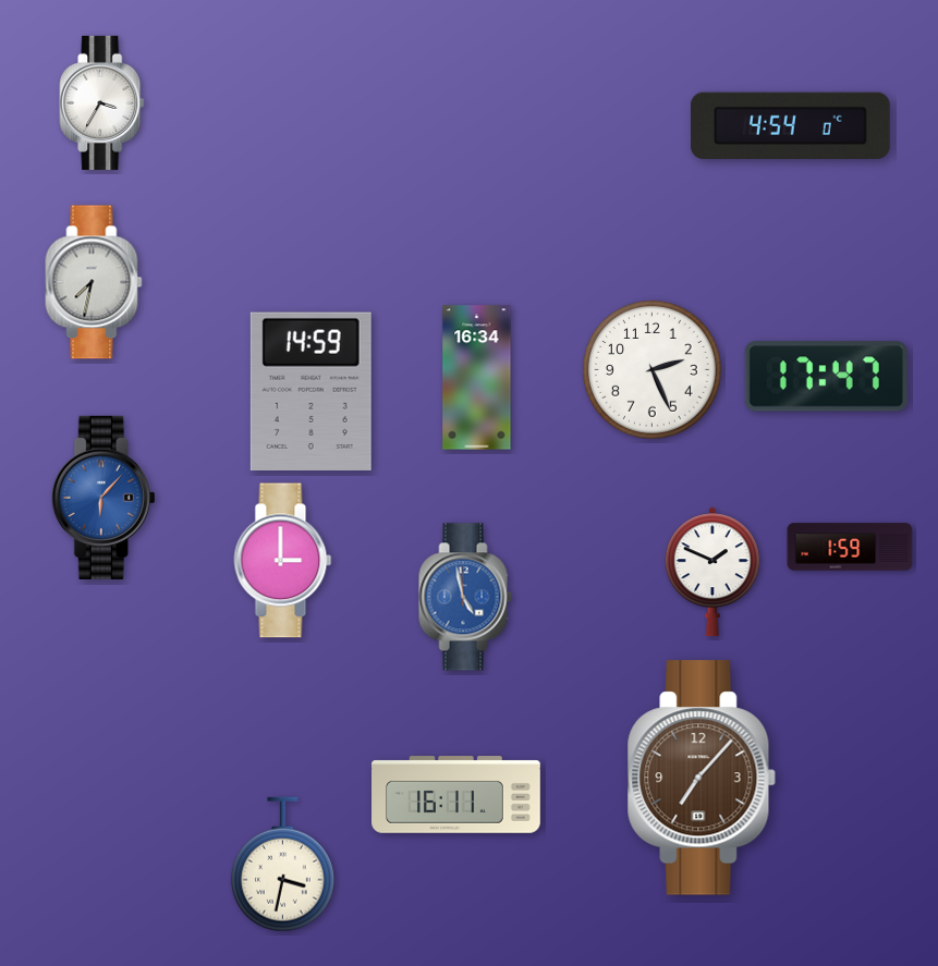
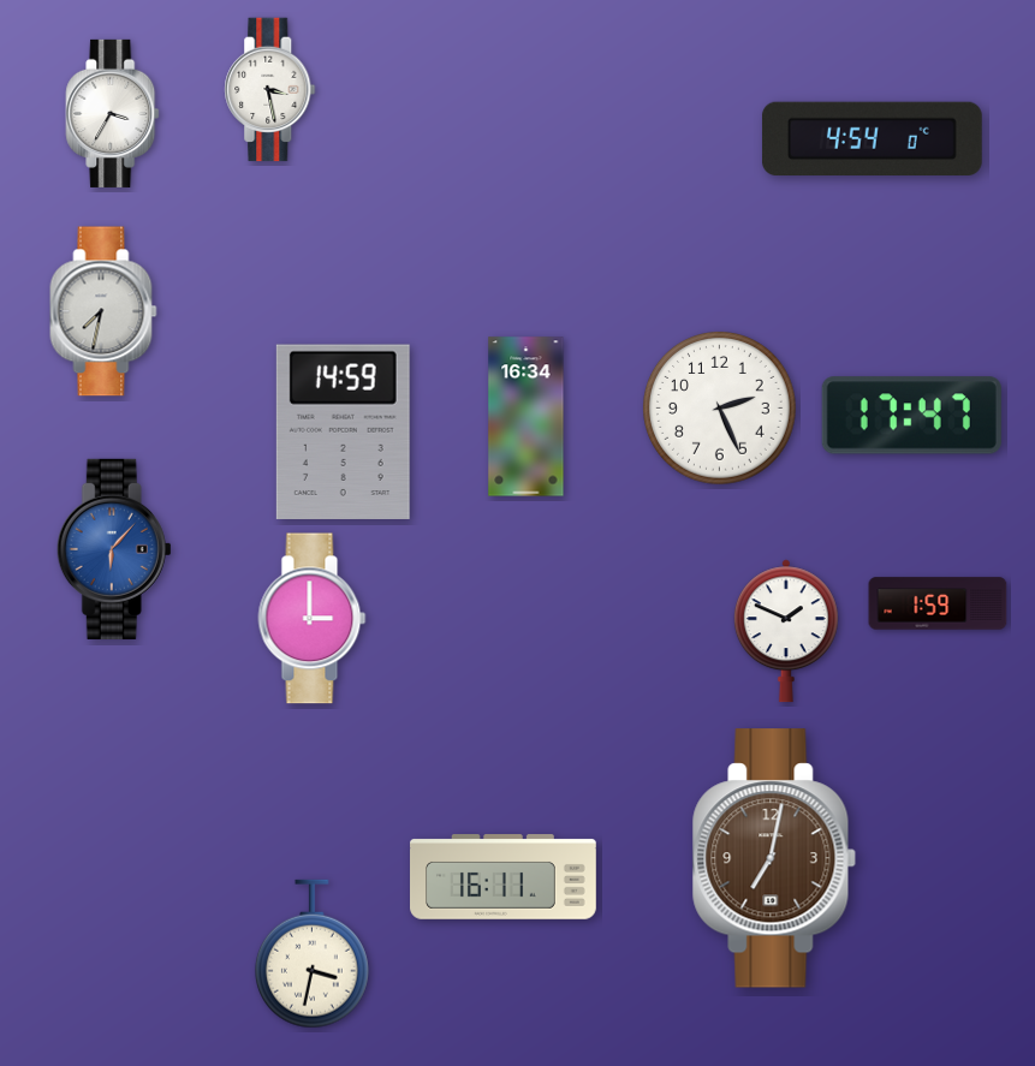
clock at (270, 90): none -> 3:28
clock at (465, 597): 4:58 -> none
clock at (702, 778): 7:07 -> 7:02
